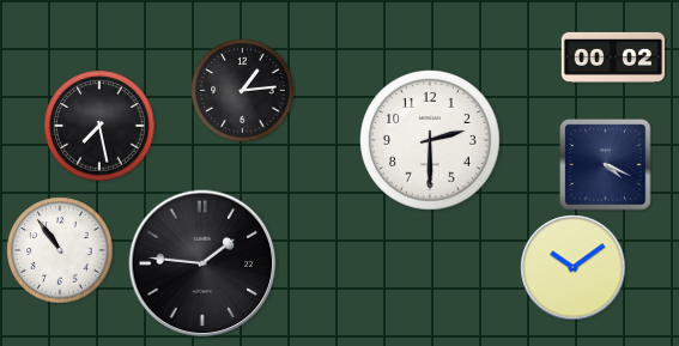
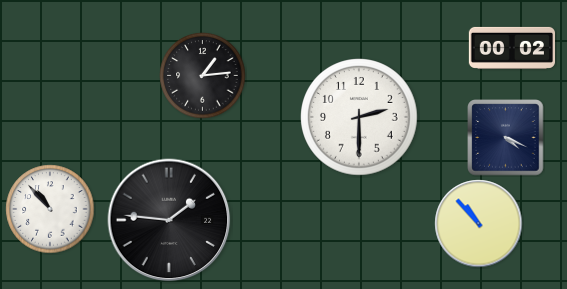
clock at (99, 126): 7:28 -> none
clock at (60, 250): 10:54 -> 10:53
clock at (574, 268): 10:09 -> 10:53
